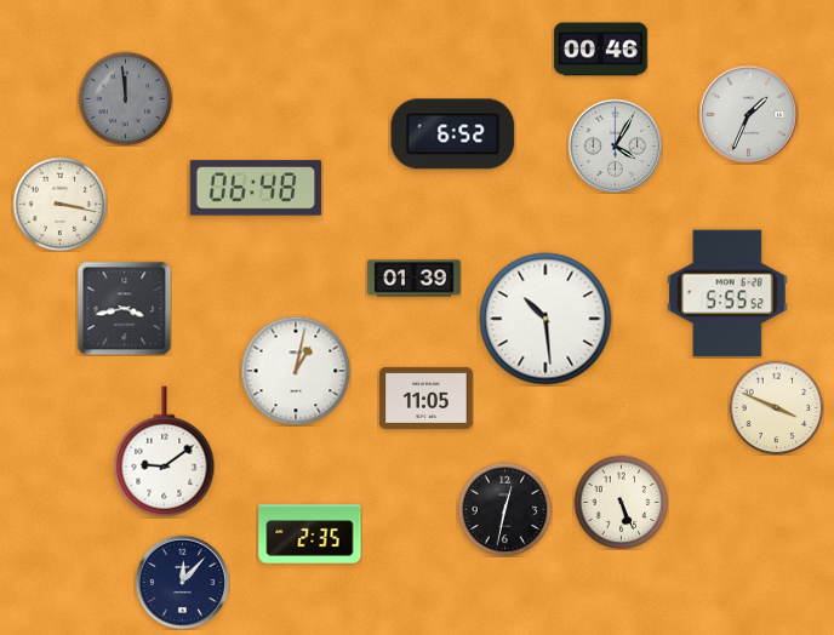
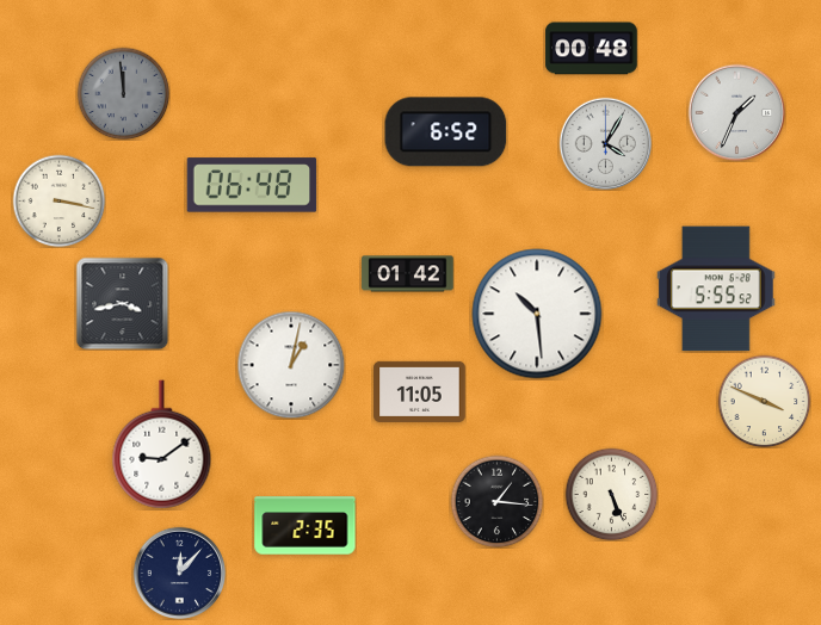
clock at (601, 50): 00:46 -> 00:48
clock at (125, 98) position: (125, 98) -> (123, 93)
clock at (415, 279): 01:39 -> 01:42
clock at (504, 509): 12:32 -> 1:16
